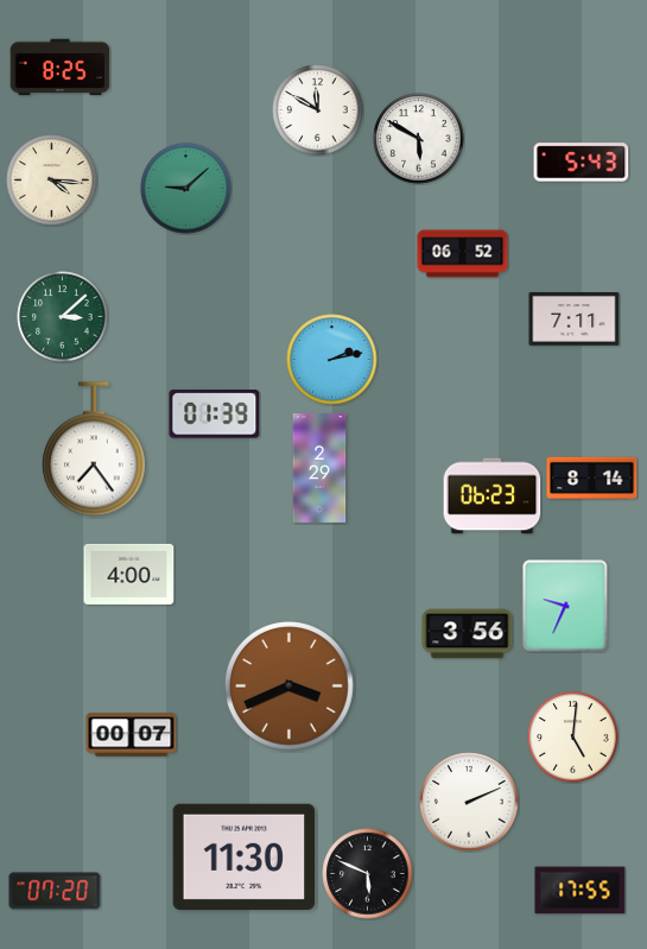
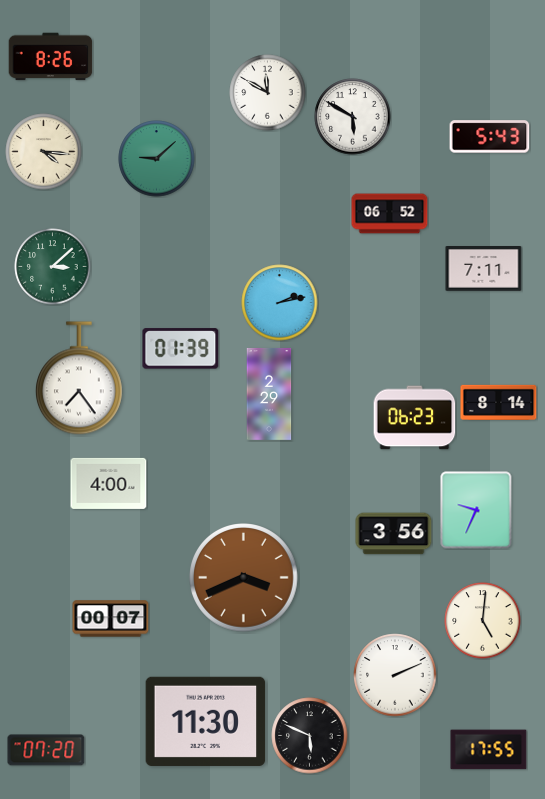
clock at (61, 68): 8:25 -> 8:26
